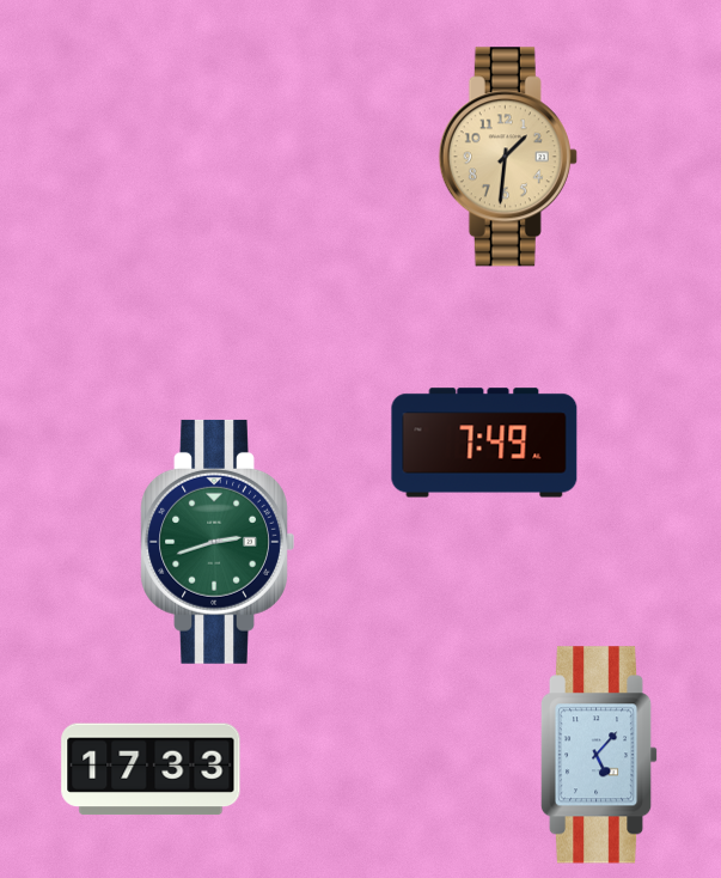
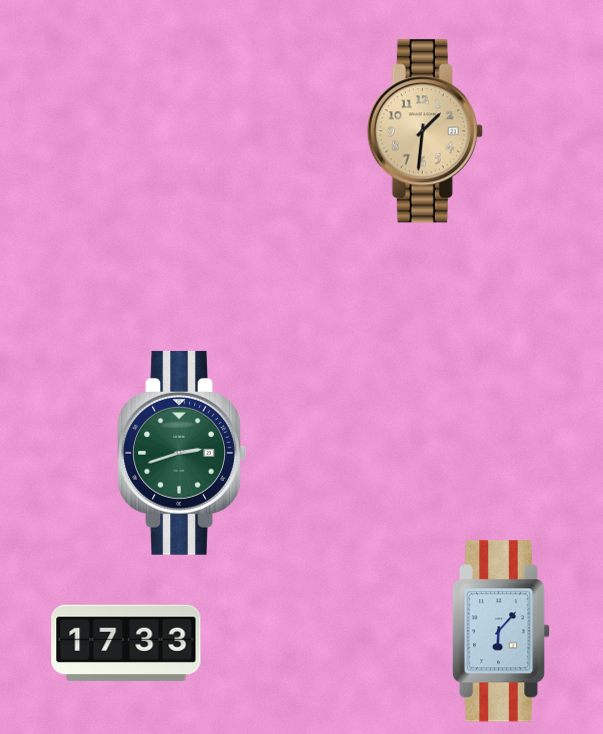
clock at (484, 443): 7:49 -> none
clock at (599, 755): 5:07 -> 6:07
